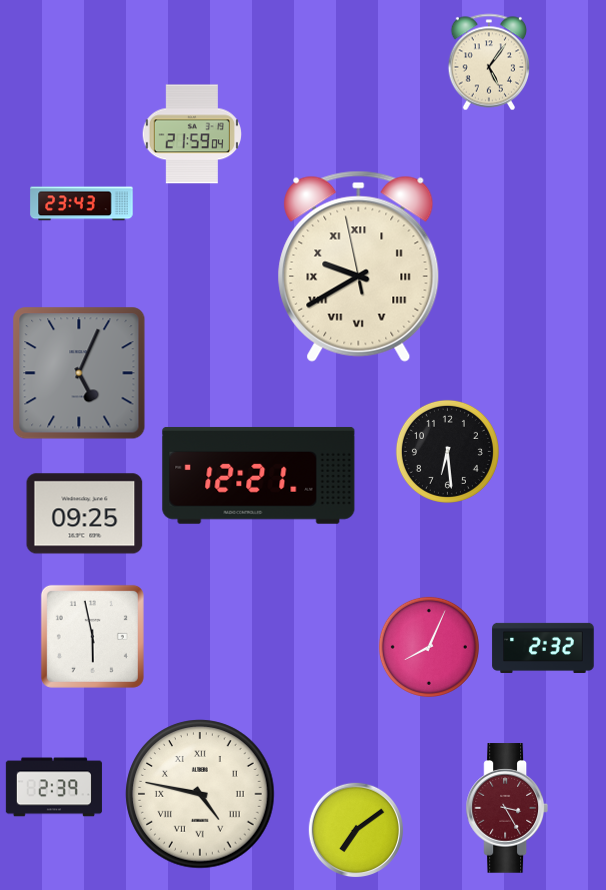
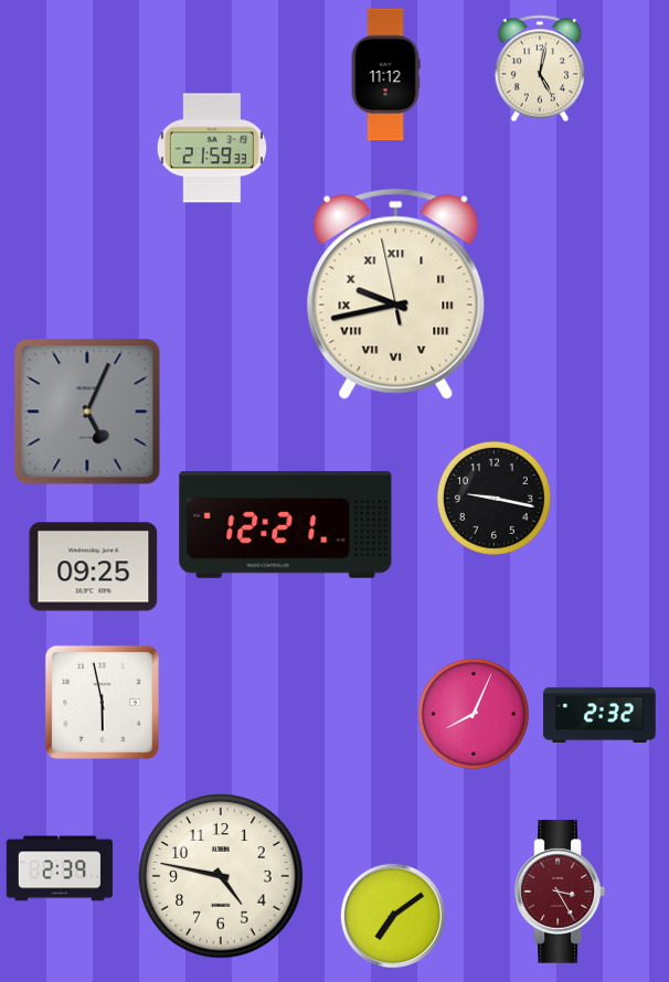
clock at (488, 62): 5:06 -> 5:02
clock at (385, 75): none -> 11:12
clock at (192, 134): 21:59:04 -> 21:59:33
clock at (82, 204): 23:43 -> none
clock at (359, 266): 9:39 -> 9:42
clock at (447, 451): 6:29 -> 9:17
clock at (200, 794) numerals: Roman -> Arabic
